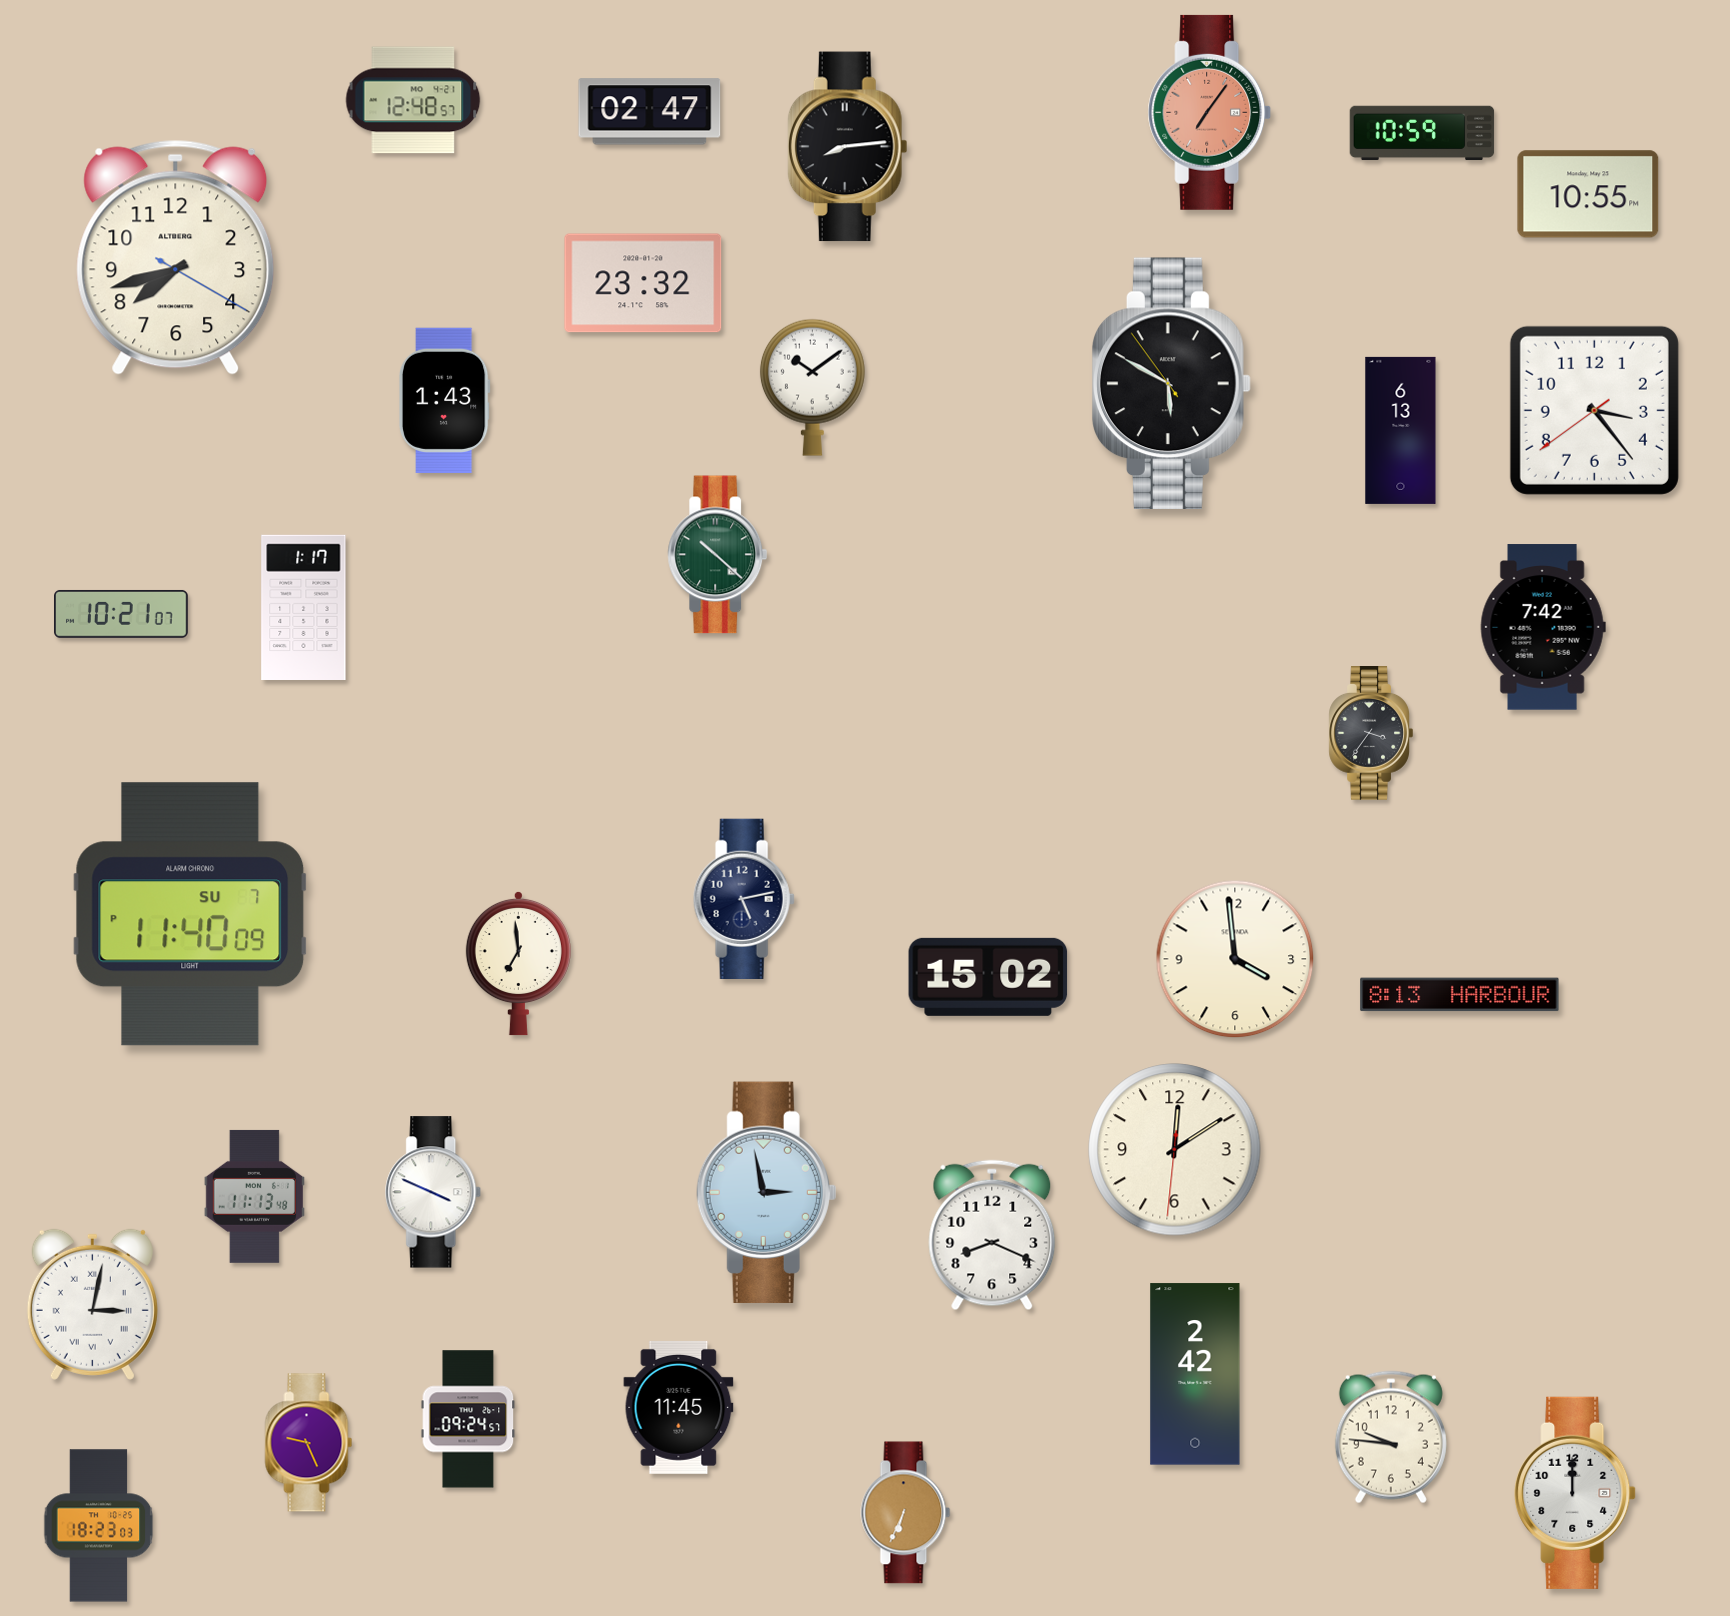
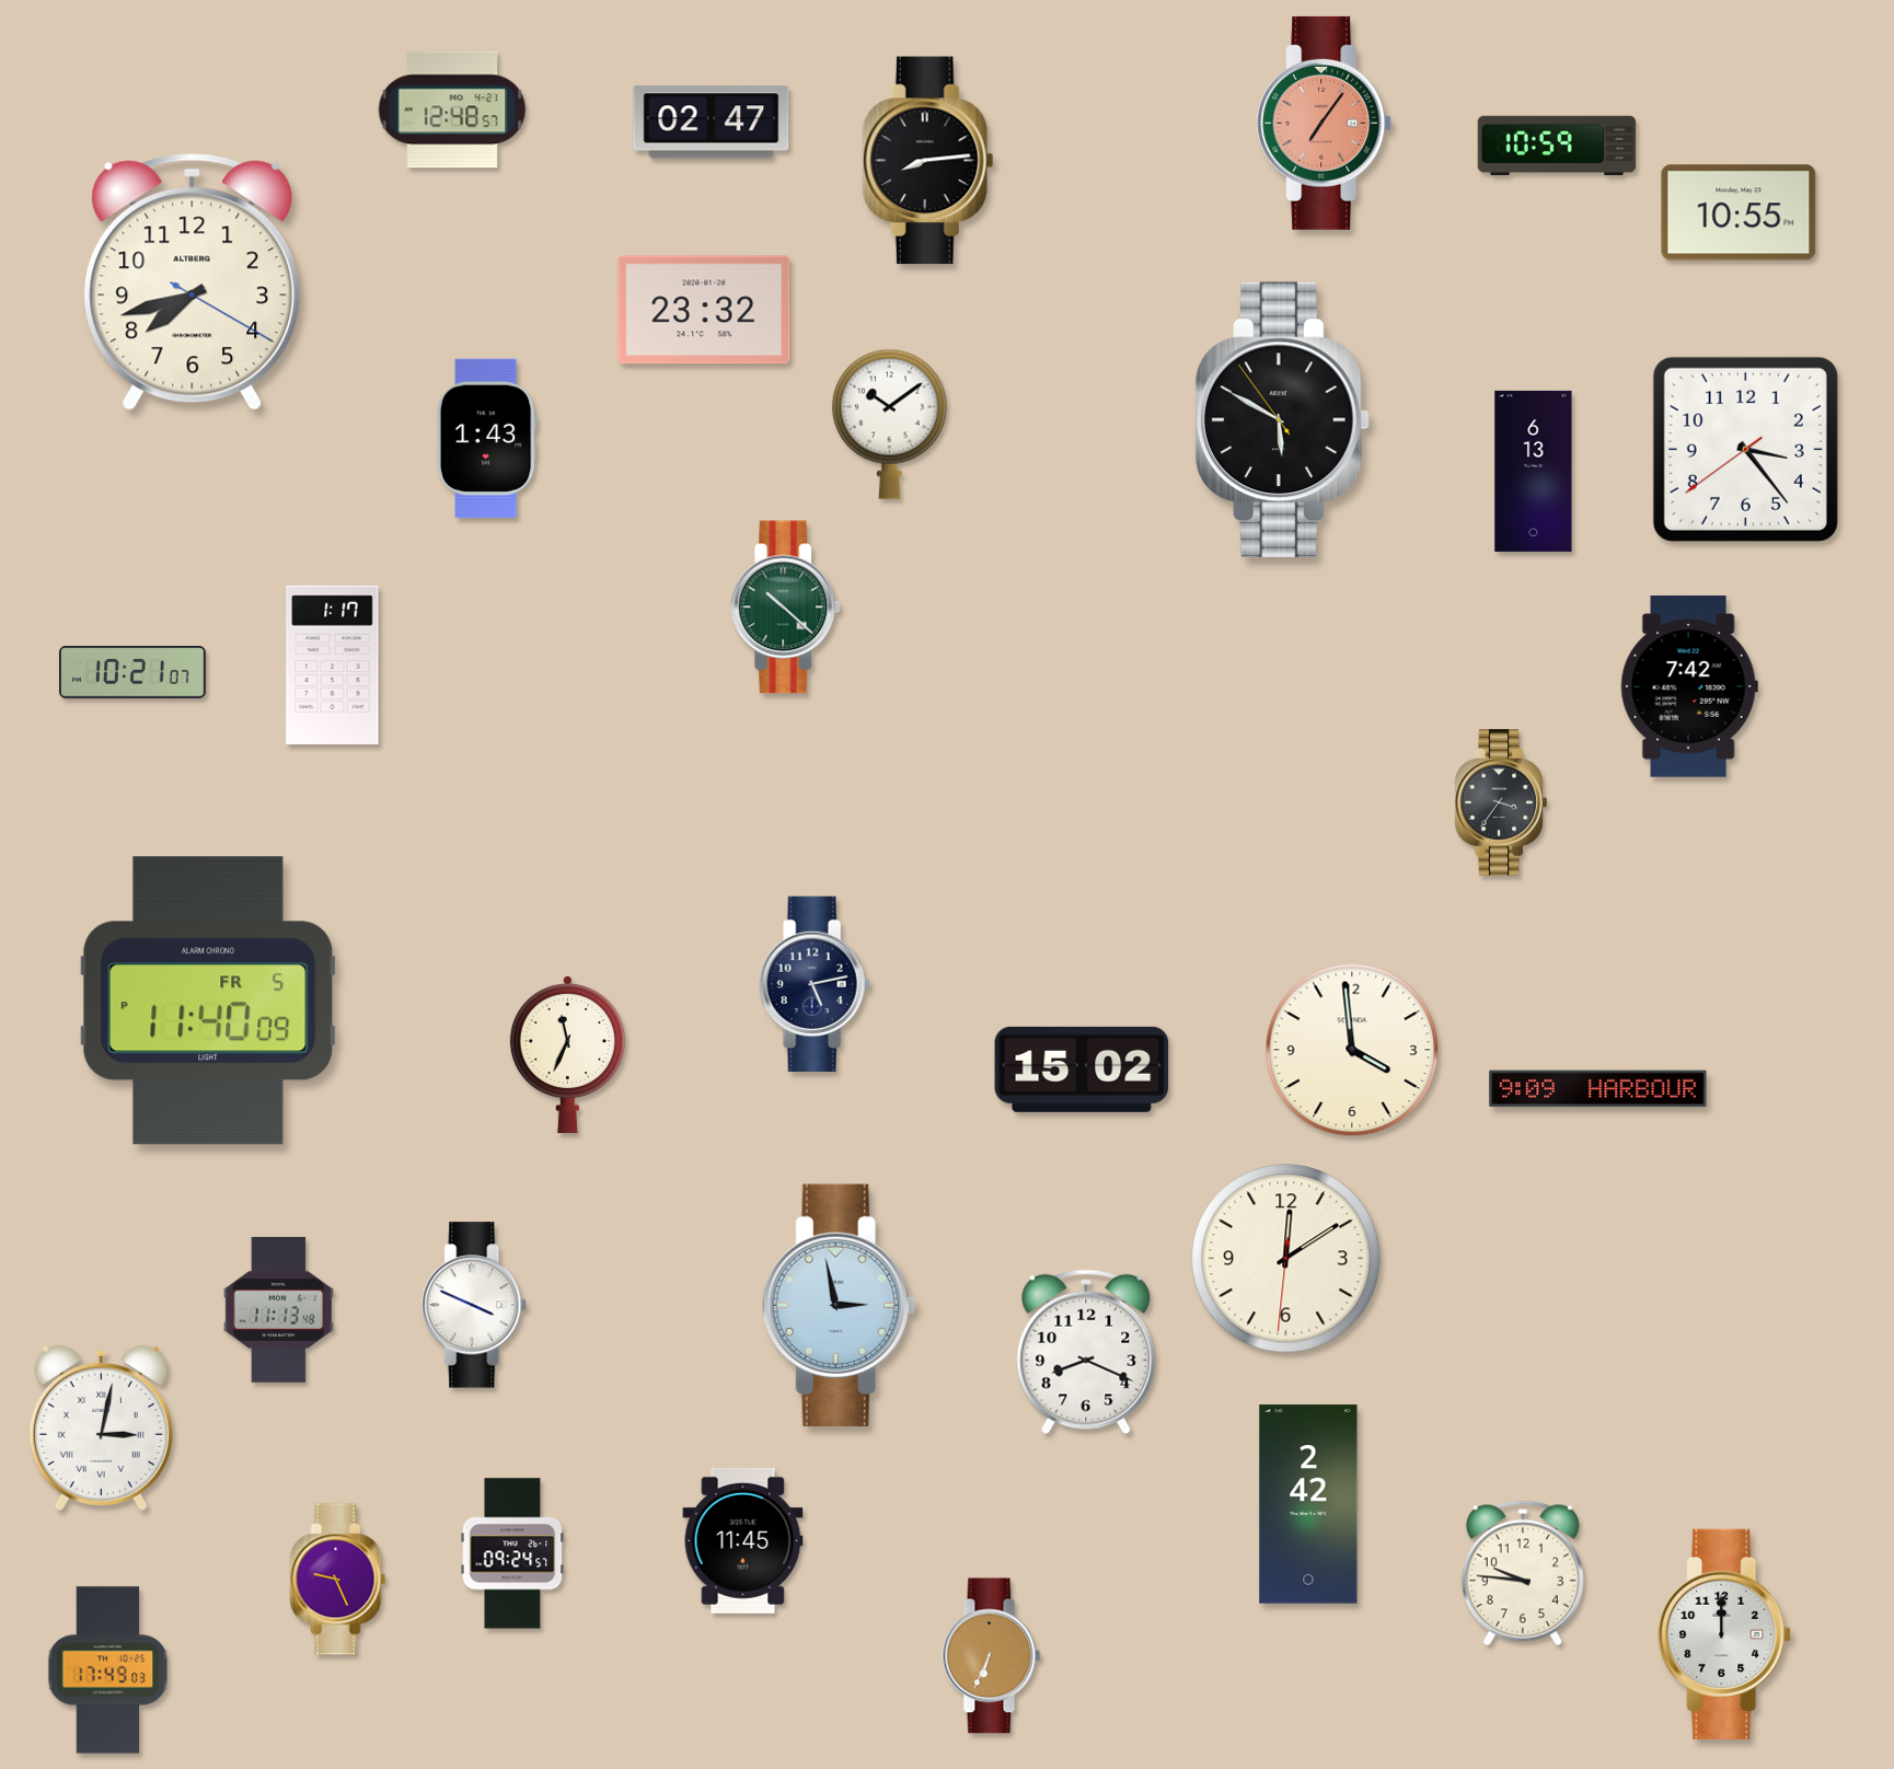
clock at (190, 914) date: SU 7 -> FR 5
clock at (518, 963): 6:59 -> 11:34
clock at (1460, 995): 8:13 -> 9:09
clock at (99, 1526): 18:23 -> 17:49
